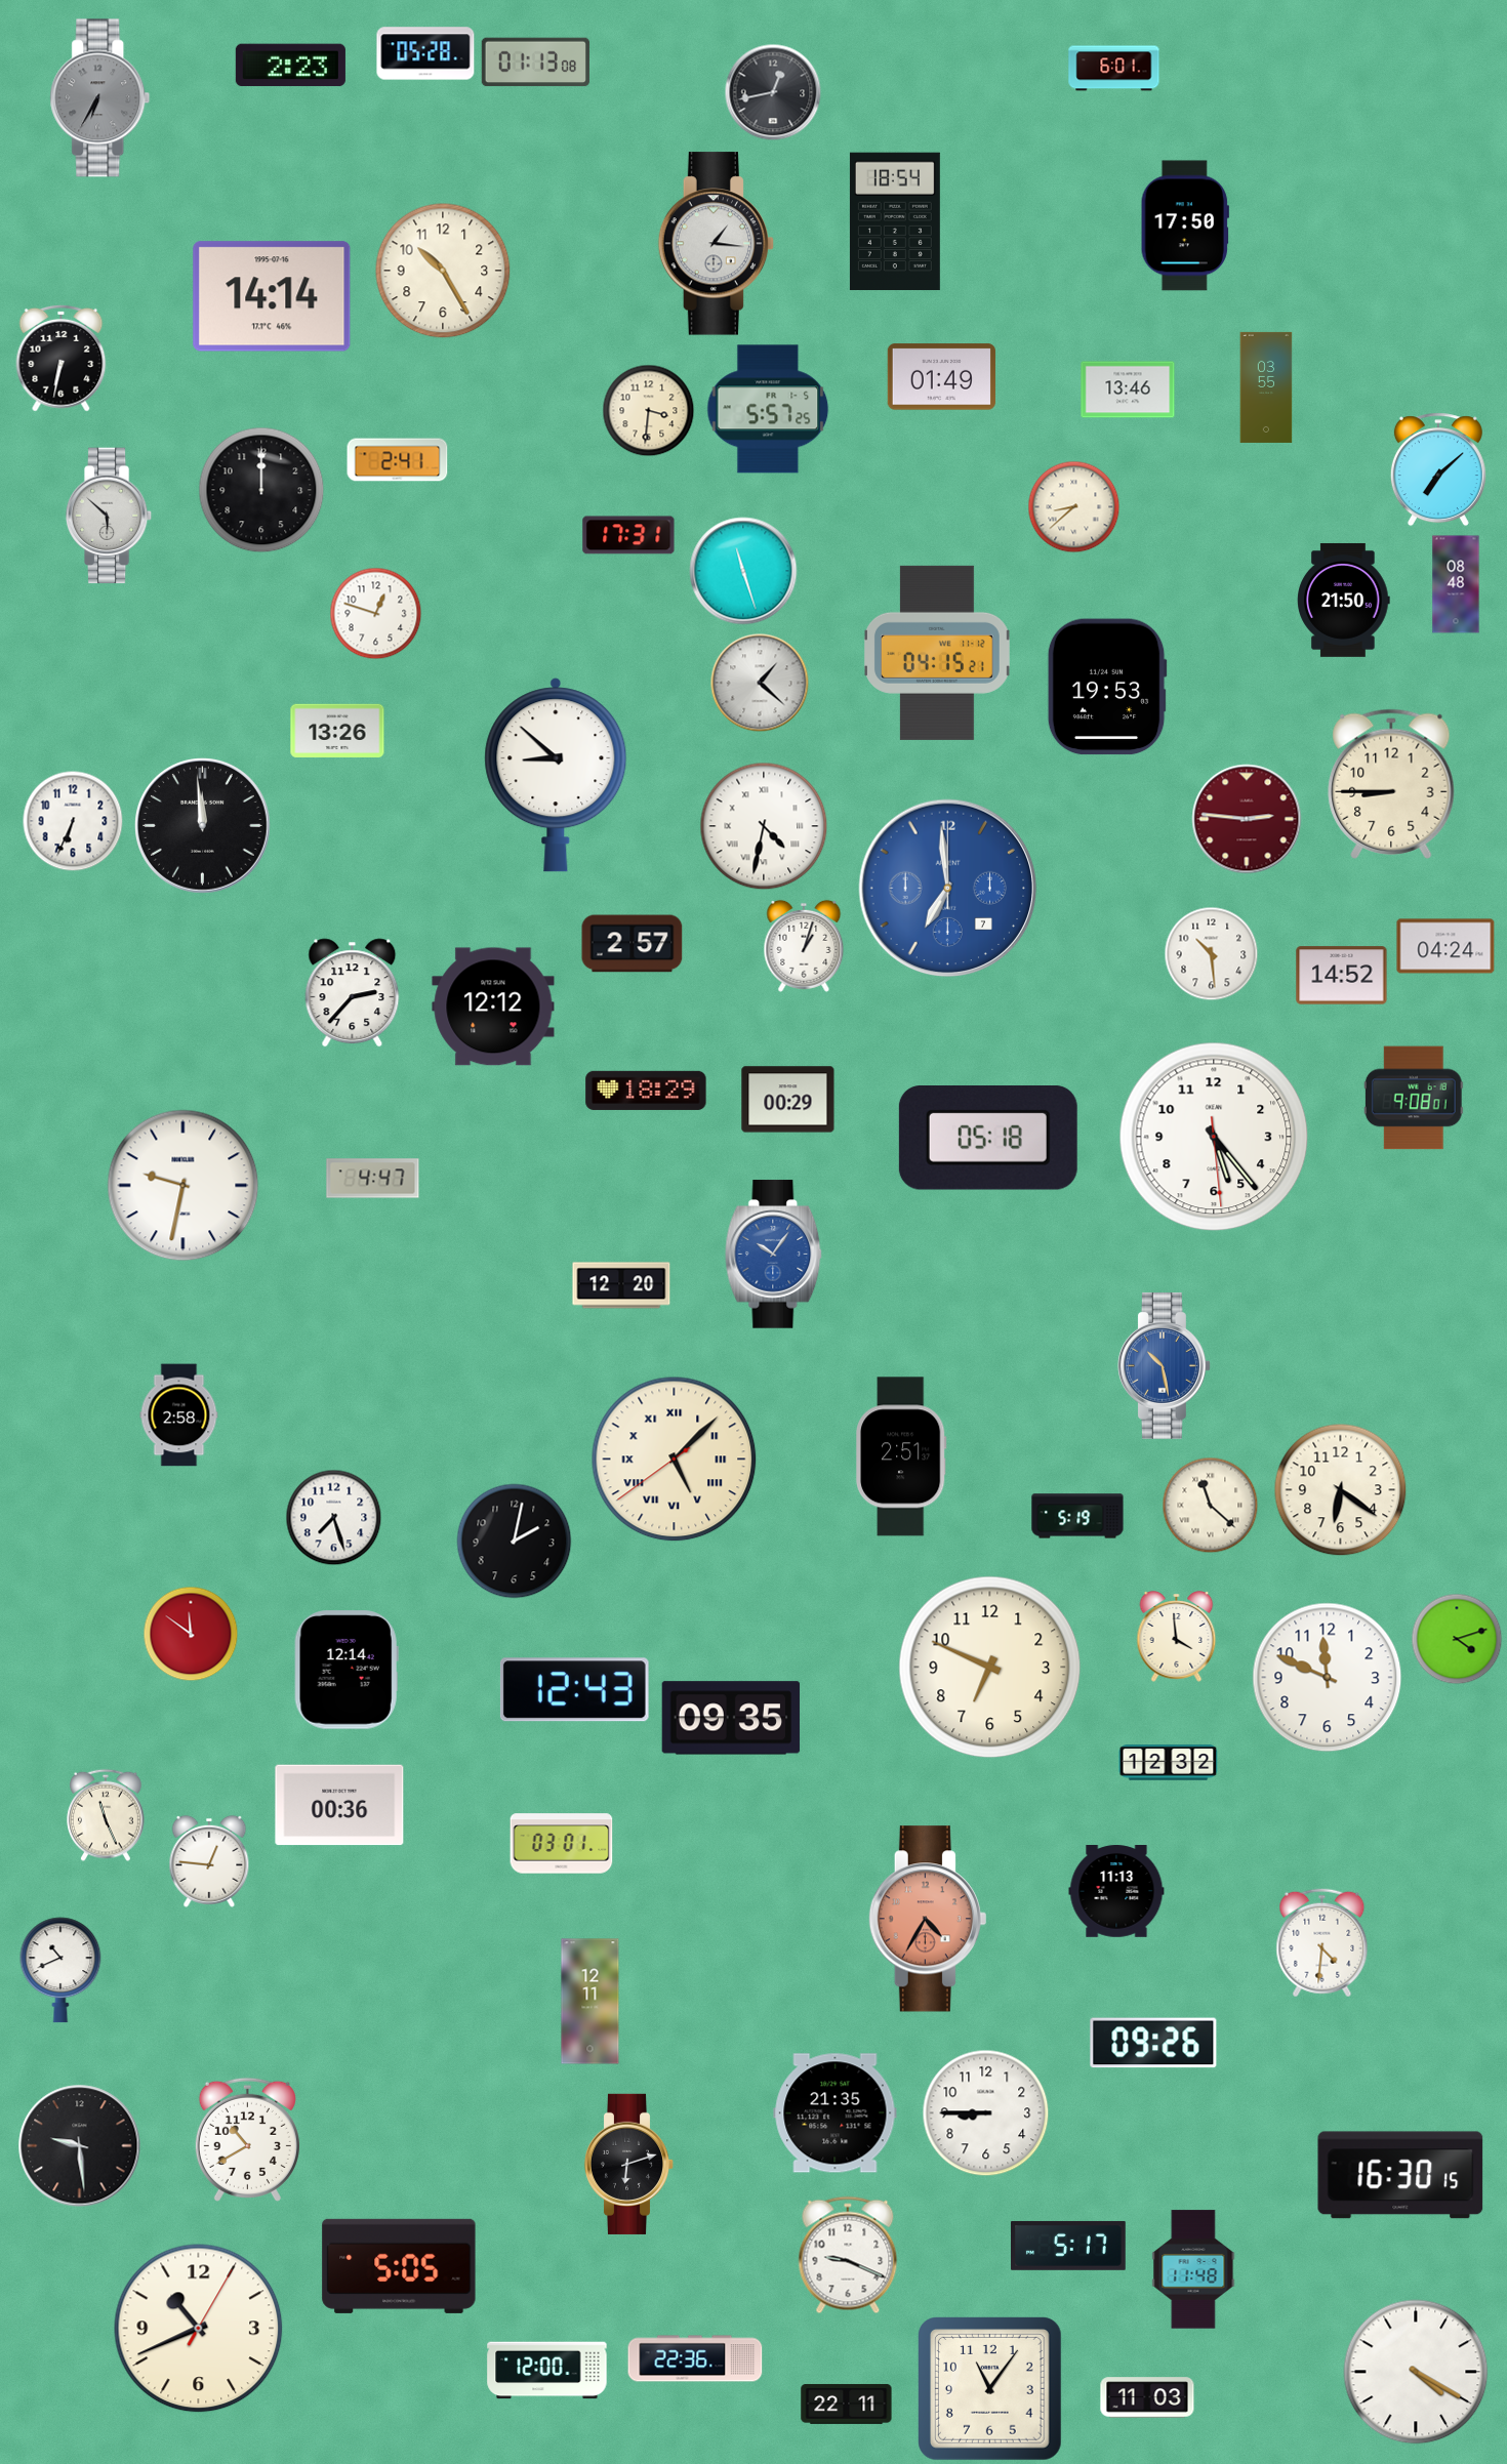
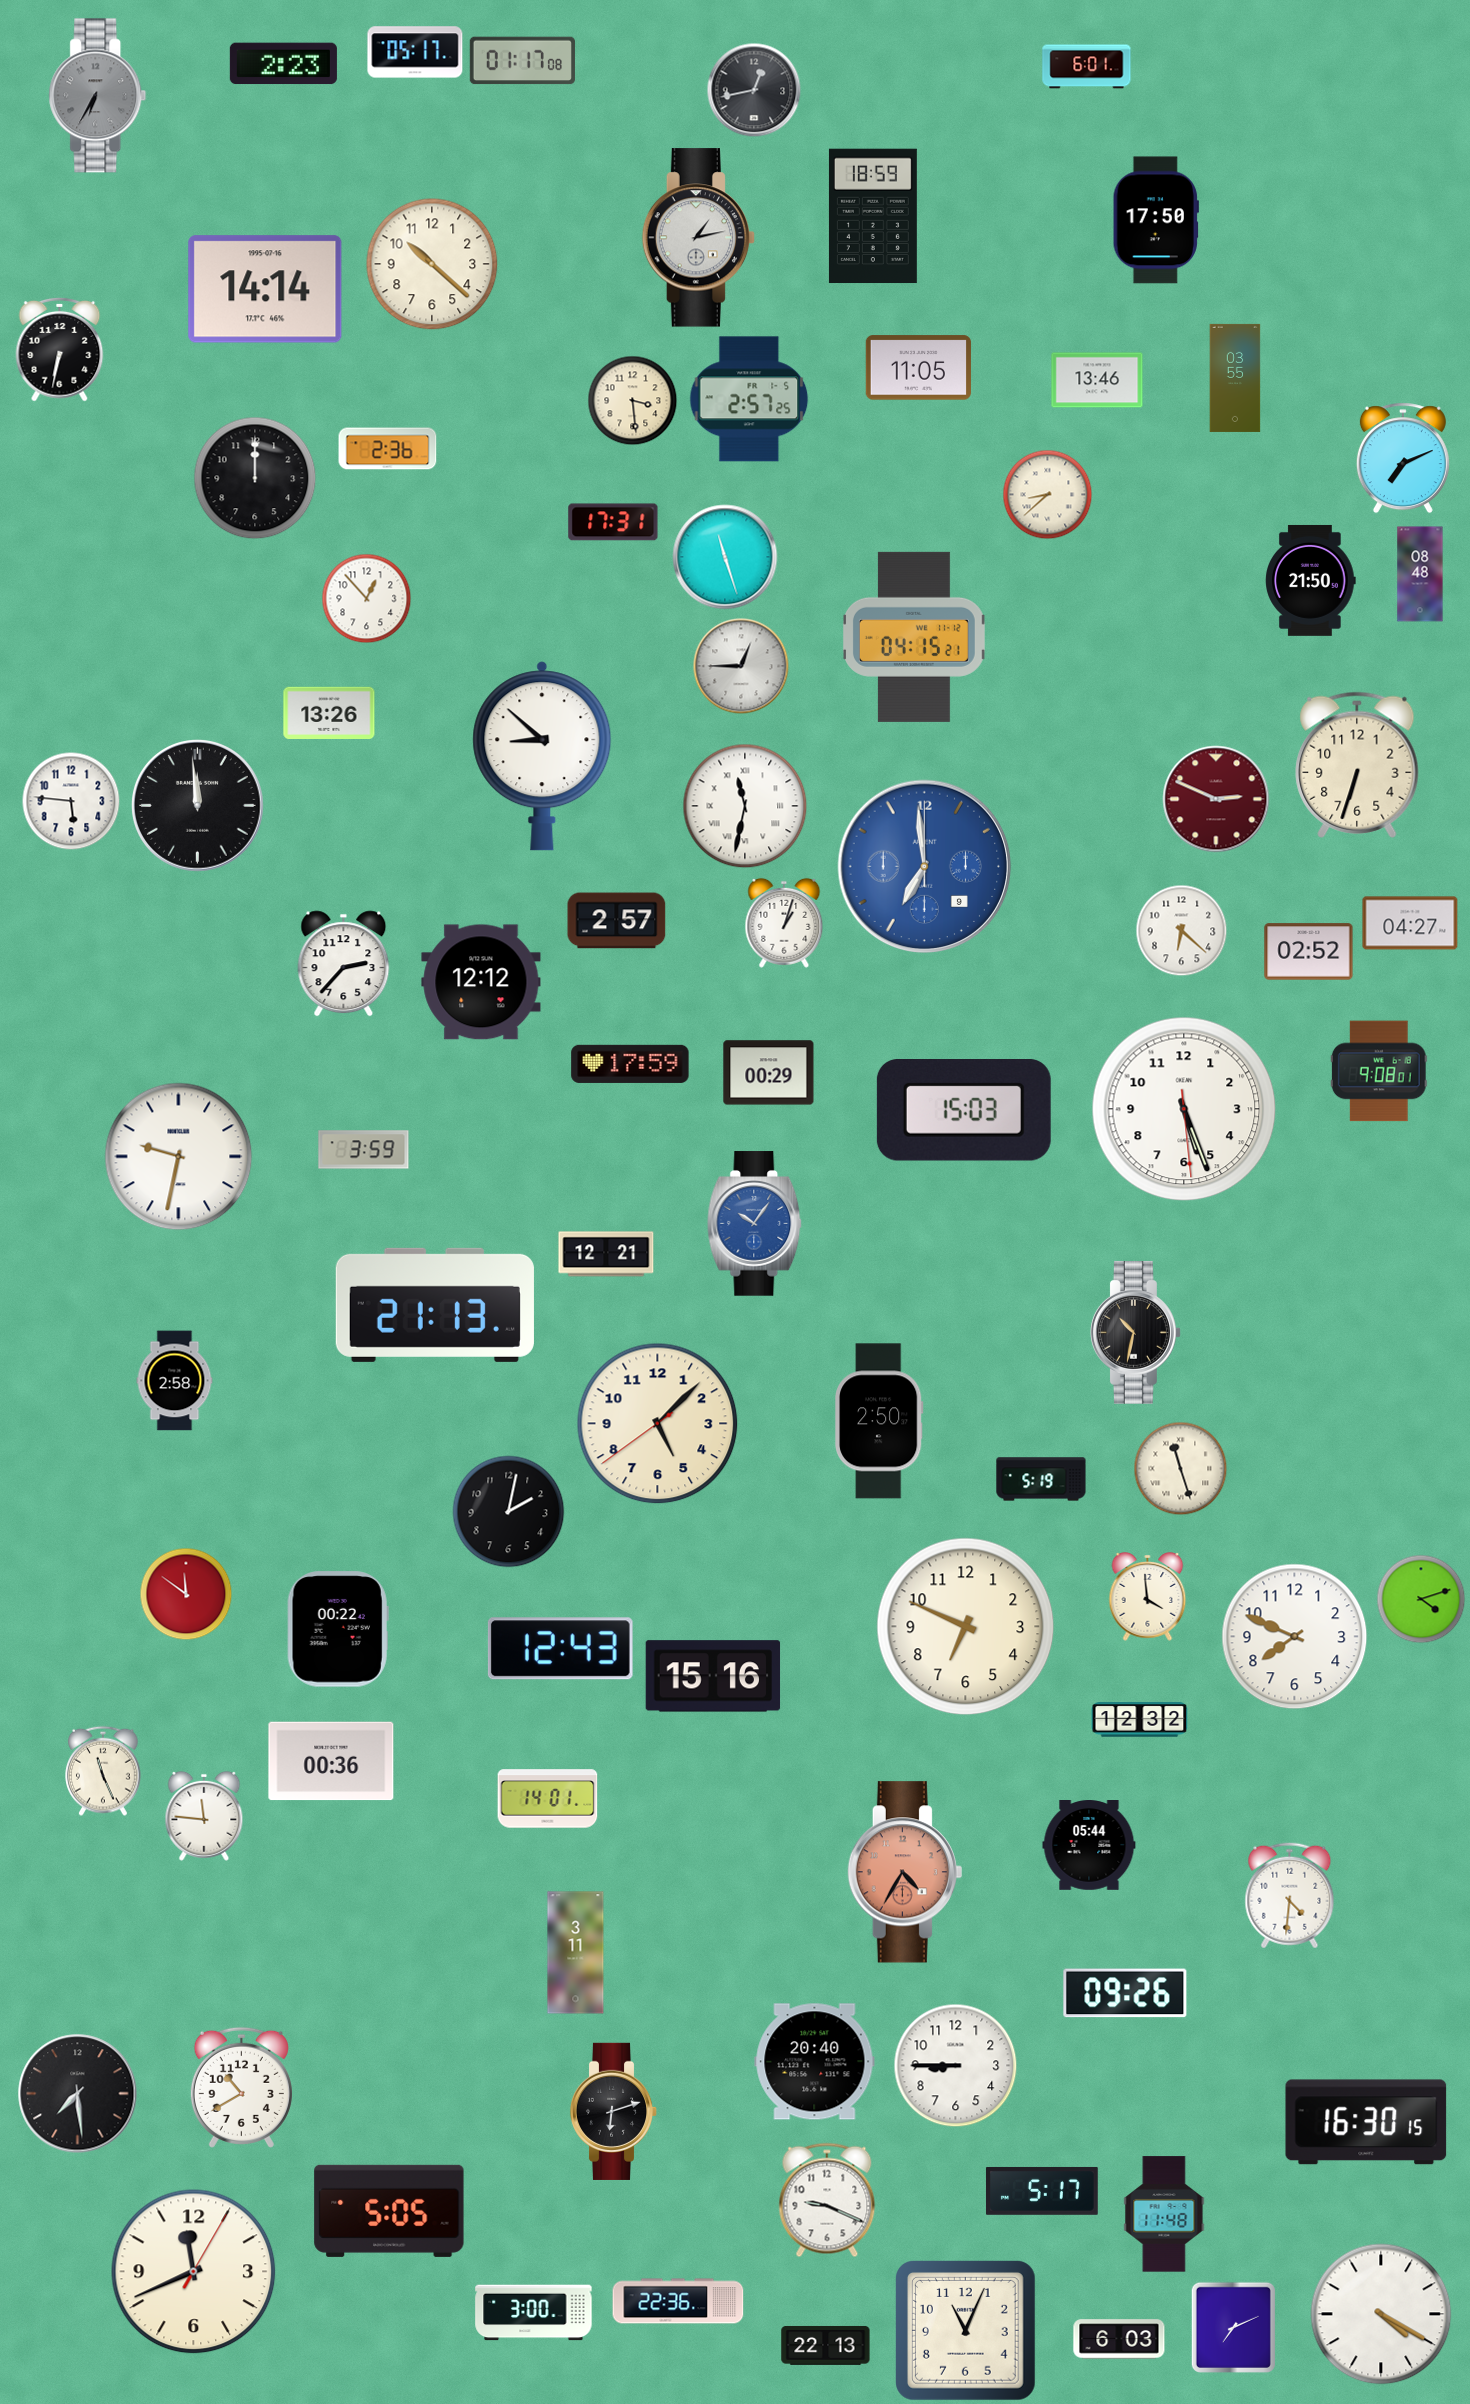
clock at (425, 53): 05:28 -> 05:17
clock at (535, 63): 01:13 -> 01:17
clock at (895, 221): 18:54 -> 18:59
clock at (717, 244): 1:16 -> 1:13
clock at (443, 271): 10:25 -> 10:22
clock at (941, 377): 01:49 -> 11:05
clock at (1128, 389) position: (1128, 389) -> (1097, 380)
clock at (768, 409): 5:57 -> 2:57
clock at (649, 411): 3:31 -> 3:29
clock at (398, 460): 2:41 -> 2:36
clock at (1438, 469): 7:08 -> 7:11
clock at (109, 516): 5:52 -> none
clock at (1456, 584) position: (1456, 584) -> (1420, 574)
clock at (1344, 600) position: (1344, 600) -> (1311, 580)
clock at (376, 614): 12:48 -> 12:53
clock at (760, 683): 1:22 -> 12:45
clock at (1107, 687): 19:53 -> none
clock at (1391, 784): 8:45 -> 6:33
clock at (1247, 819): 2:46 -> 2:49
clock at (73, 821): 6:34 -> 5:46
clock at (764, 826): 4:32 -> 11:32
clock at (948, 889) date: 7 -> 9
clock at (1445, 946): 04:24 -> 04:27
clock at (1212, 954): 10:29 -> 6:22
clock at (1342, 976): 14:52 -> 02:52
clock at (353, 993) position: (353, 993) -> (344, 964)
clock at (646, 1091): 18:29 -> 17:59
clock at (1214, 1137): 5:23 -> 5:26
clock at (988, 1139): 05:18 -> 15:03
clock at (373, 1179): 4:47 -> 3:59
clock at (621, 1285): 12:20 -> 12:21
clock at (435, 1305): none -> 21:13
clock at (1164, 1365): 10:28 -> 10:32
clock at (1164, 1365) dial: blue -> black
clock at (902, 1456): 2:51 -> 2:50
clock at (675, 1460) numerals: Roman -> Arabic
clock at (1341, 1490): 6:21 -> none
clock at (1211, 1506): 11:22 -> 11:27
clock at (1077, 1516) position: (1077, 1516) -> (1041, 1479)
clock at (334, 1518): 7:27 -> none
clock at (515, 1542) position: (515, 1542) -> (509, 1512)
clock at (347, 1670): 12:14 -> 00:22
clock at (1328, 1678): 11:49 -> 7:49
clock at (731, 1718): 09:35 -> 15:16
clock at (562, 1844): 03:01 -> 14:01
clock at (209, 1861): 12:46 -> 11:46
clock at (1116, 1891): 11:13 -> 05:44
clock at (60, 1970): 10:41 -> none
clock at (590, 2002): 12:11 -> 3:11
clock at (836, 2113): 21:35 -> 20:40
clock at (986, 2113) position: (986, 2113) -> (956, 2066)
clock at (80, 2146): 9:29 -> 7:29
clock at (199, 2329): 10:41 -> 11:41
clock at (547, 2371): 12:00 -> 3:00
clock at (1233, 2327): none -> 7:11
clock at (990, 2389): 11:06 -> 11:04
clock at (1147, 2397): 11:03 -> 6:03
clock at (847, 2404): 22:11 -> 22:13
